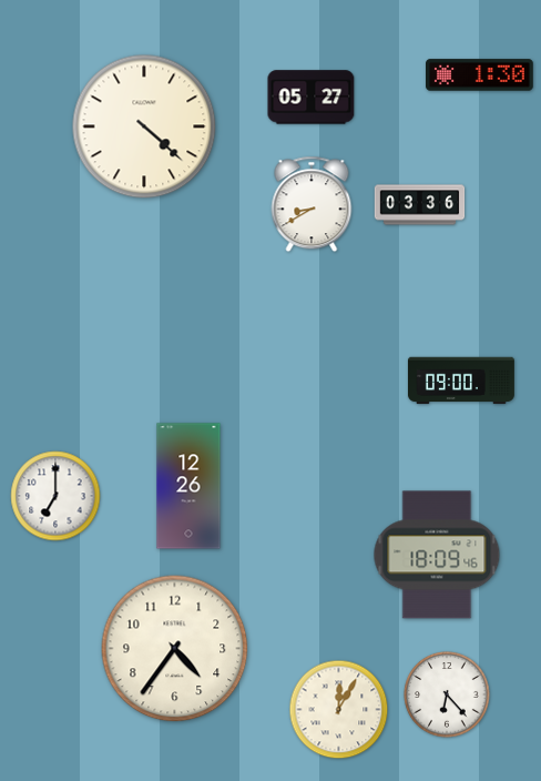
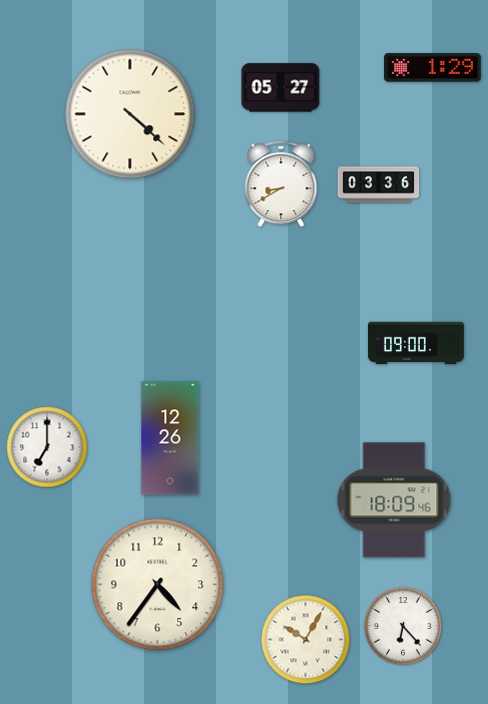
clock at (480, 75): 1:30 -> 1:29
clock at (55, 496) position: (55, 496) -> (47, 447)
clock at (339, 710): 12:05 -> 10:05
